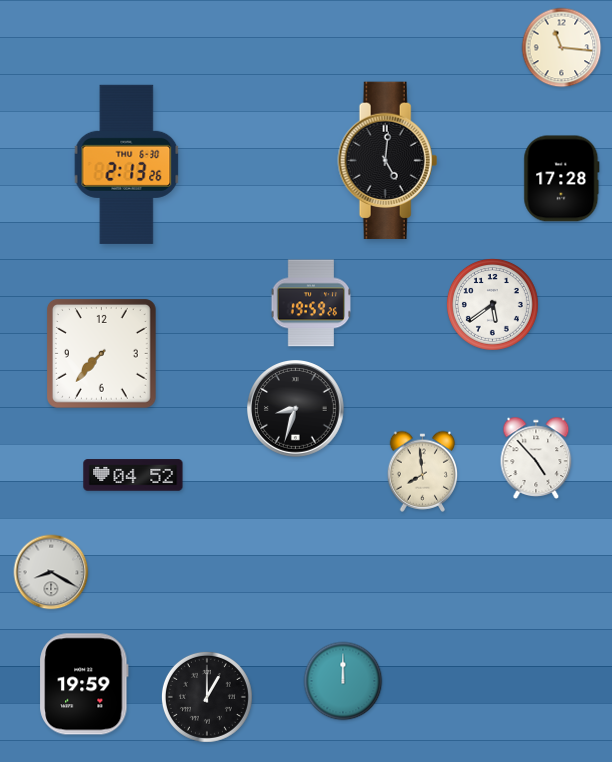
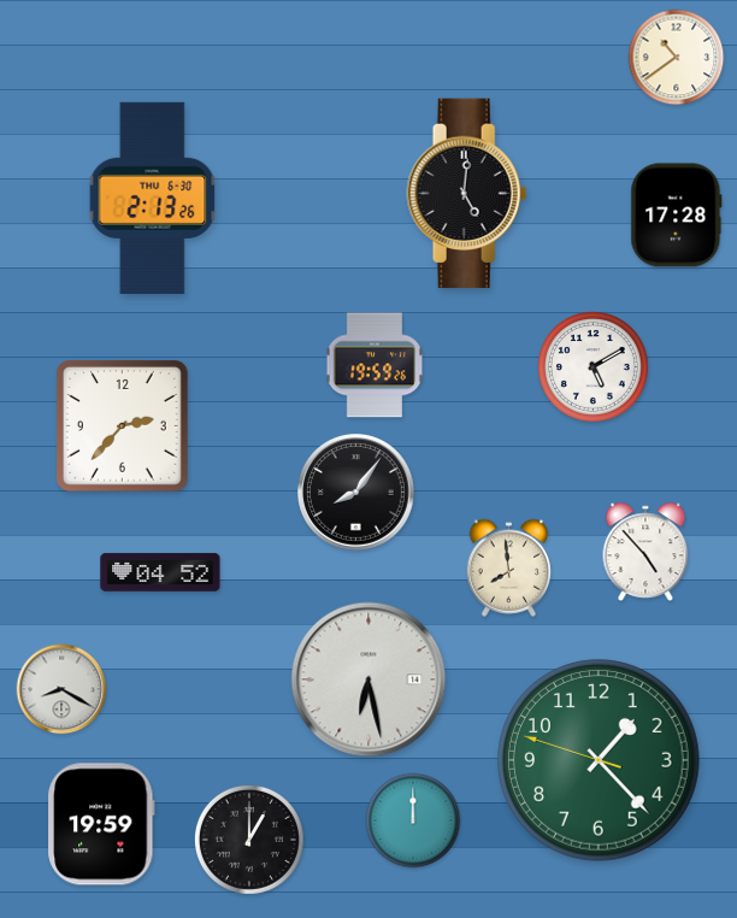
clock at (562, 48): 11:16 -> 10:39
clock at (492, 304): 5:39 -> 5:10
clock at (101, 353): 7:37 -> 2:37
clock at (296, 409): 8:33 -> 8:06
clock at (368, 679): none -> 6:28
clock at (600, 761): none -> 1:22
